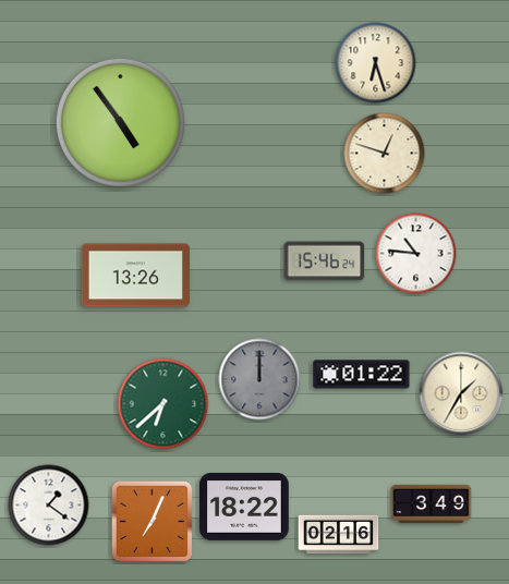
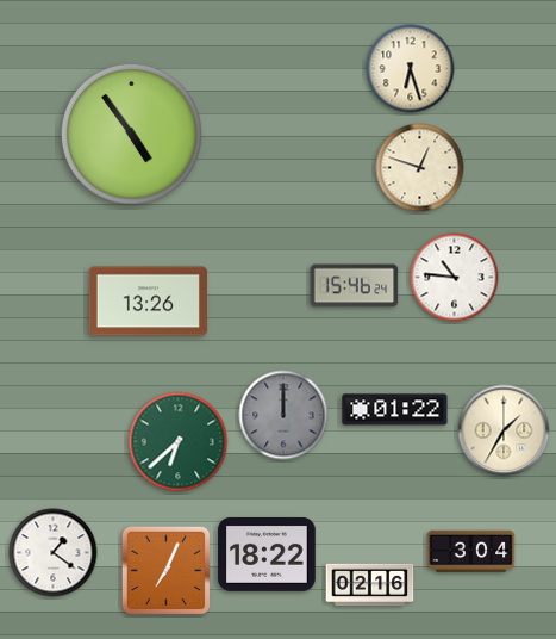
clock at (432, 503): 3:49 -> 3:04
